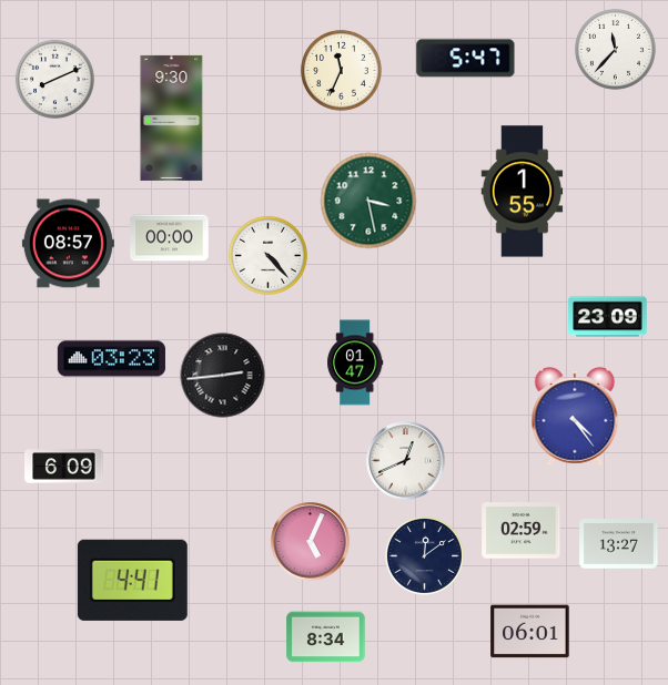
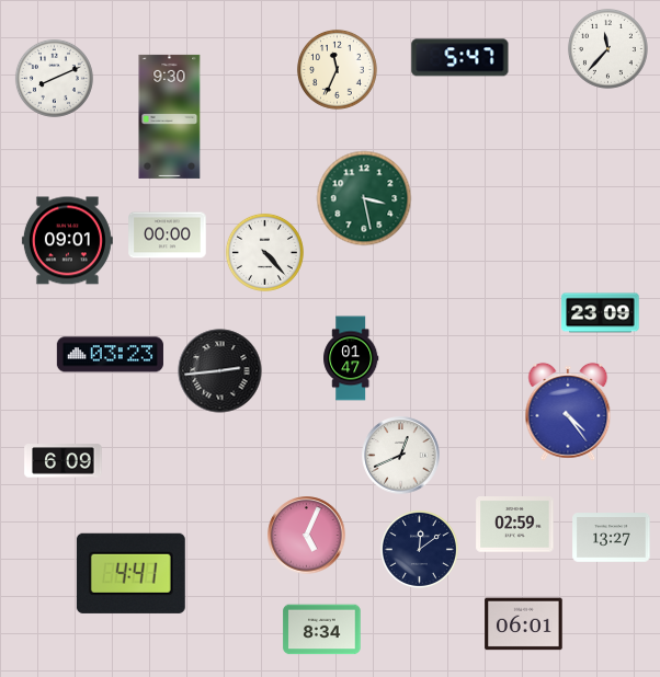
clock at (523, 192): 1:55 -> none
clock at (68, 244): 08:57 -> 09:01
